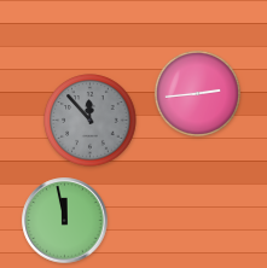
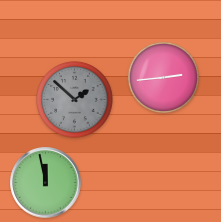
clock at (91, 121): 11:53 -> 1:52
clock at (65, 221) position: (65, 221) -> (46, 183)
